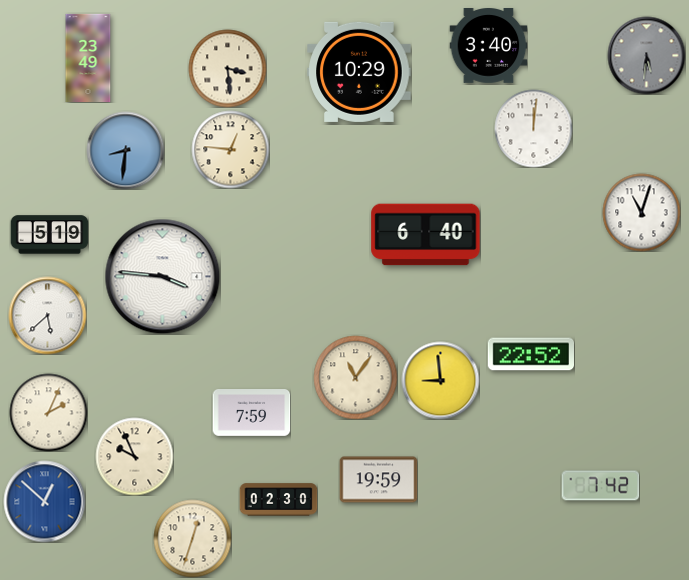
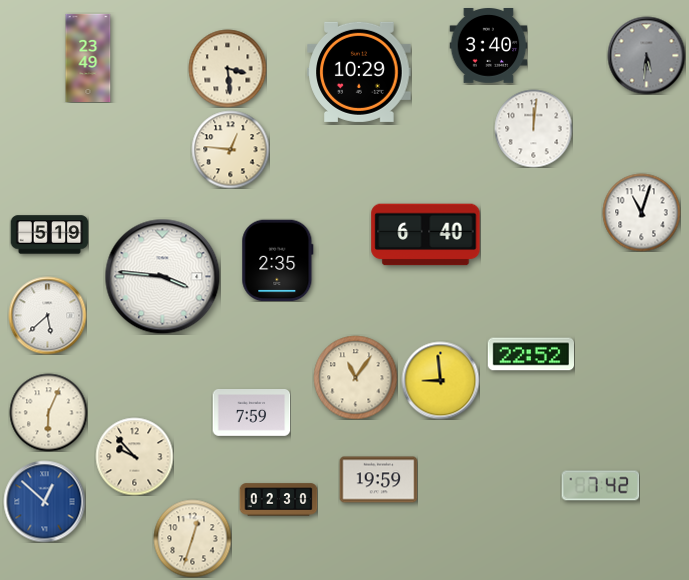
clock at (125, 150): 8:31 -> none
clock at (278, 260): none -> 2:35
clock at (48, 412): 2:04 -> 6:04
clock at (134, 456): 9:56 -> 9:53
